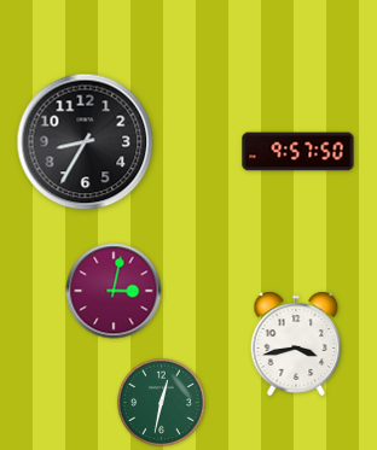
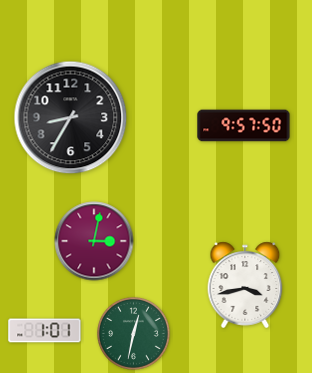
clock at (298, 152) position: (298, 152) -> (244, 126)
clock at (45, 331): none -> 1:01
